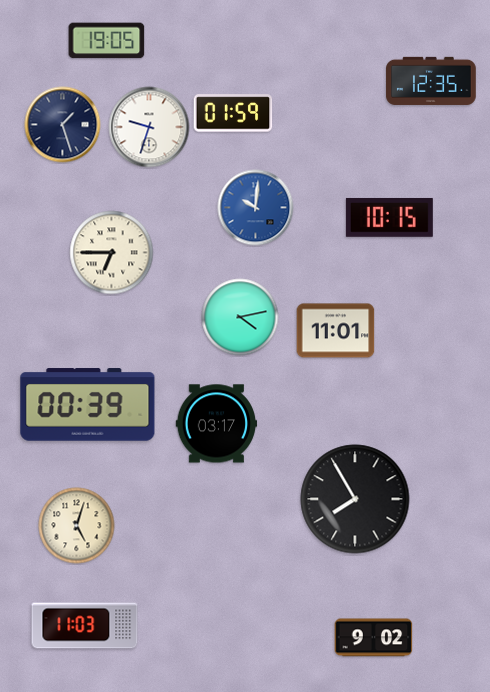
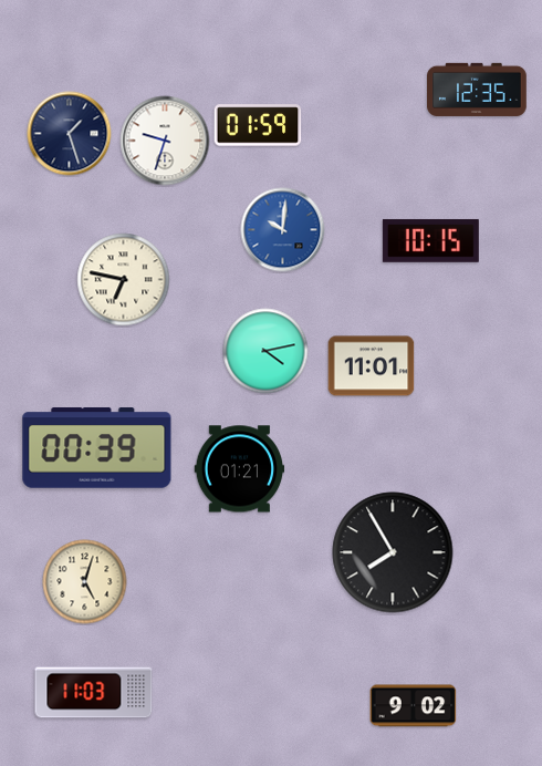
clock at (107, 41): 19:05 -> none
clock at (63, 125) position: (63, 125) -> (70, 134)
clock at (112, 253): 6:45 -> 6:47
clock at (217, 424): 03:17 -> 01:21
